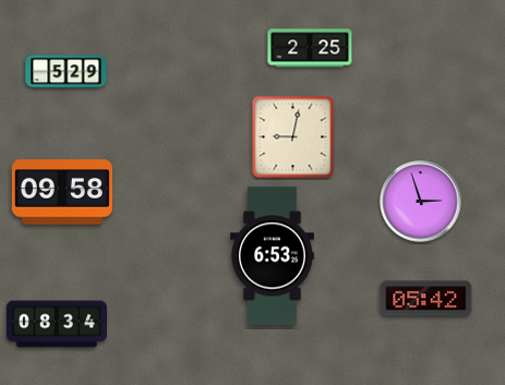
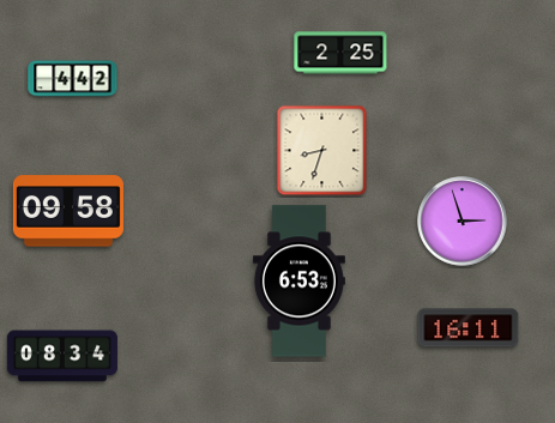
clock at (67, 72): 5:29 -> 4:42
clock at (293, 137): 9:02 -> 8:33
clock at (426, 299): 05:42 -> 16:11
